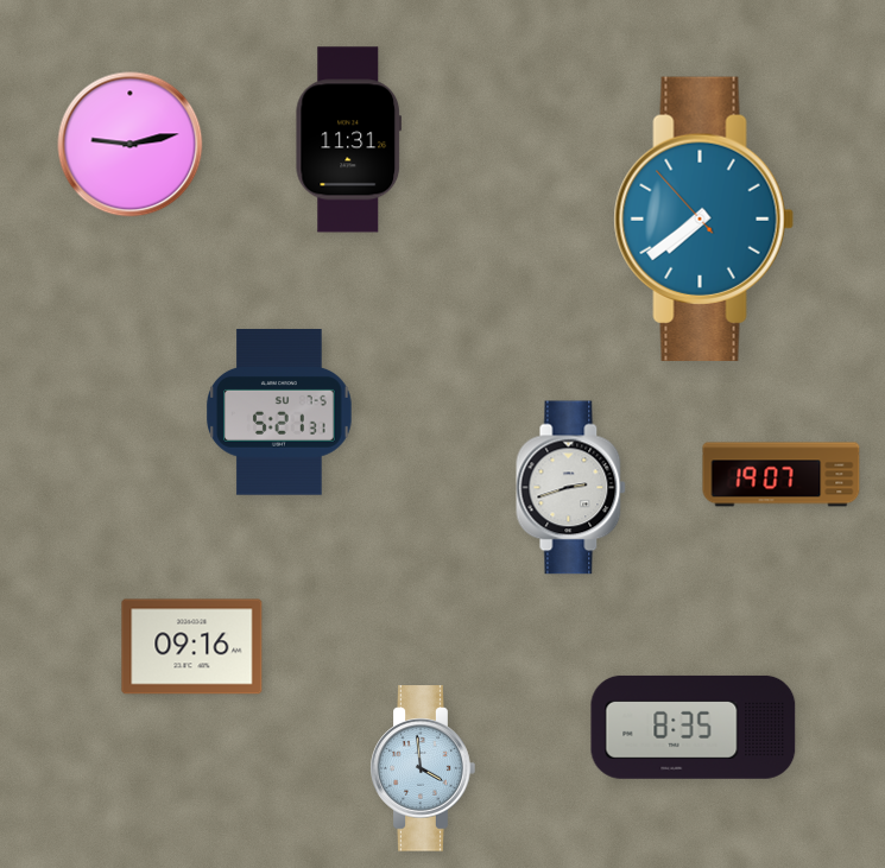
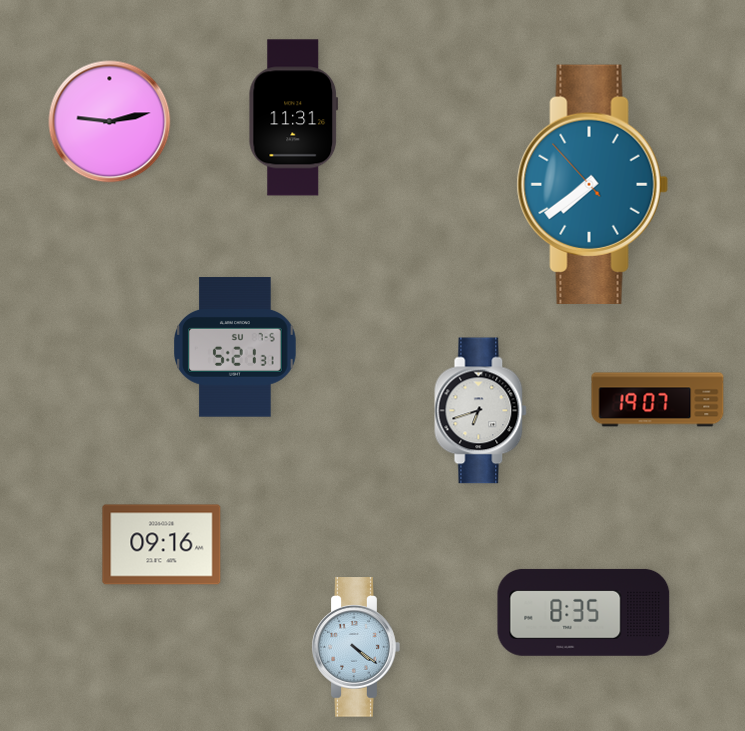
clock at (571, 488): 2:42 -> 6:42
clock at (423, 768): 3:59 -> 4:21
